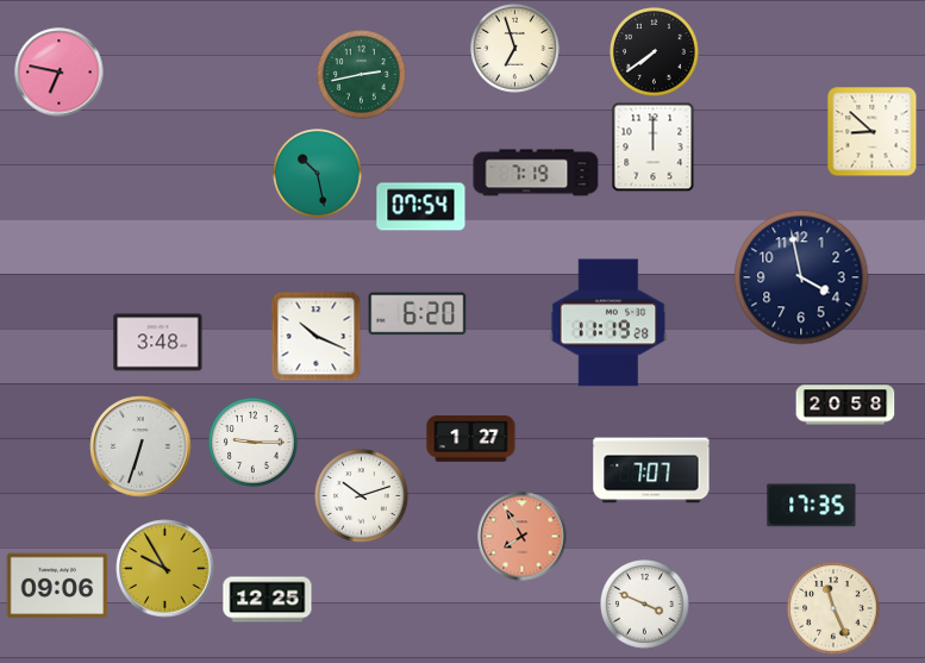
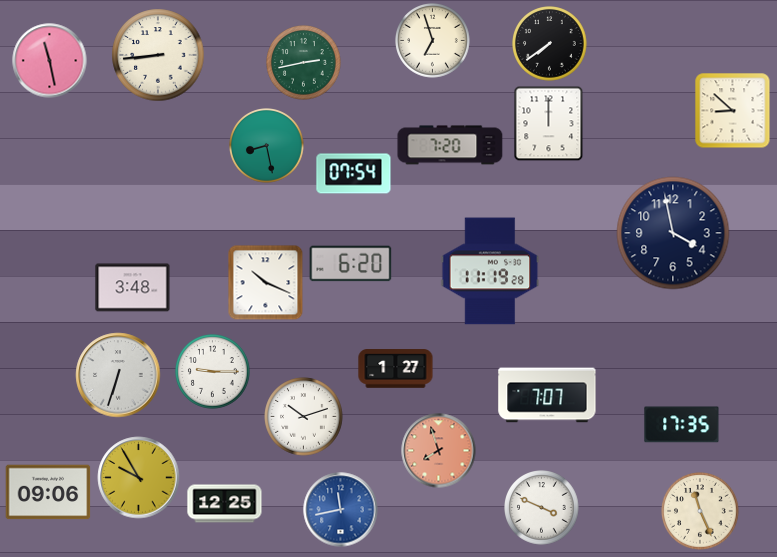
clock at (158, 55): none -> 8:44
clock at (60, 73): 6:47 -> 11:28
clock at (536, 173): 7:19 -> 7:20
clock at (318, 174): 10:28 -> 8:28
clock at (608, 323) position: (608, 323) -> (490, 271)
clock at (845, 405): 20:58 -> none
clock at (523, 537): 7:55 -> 7:57
clock at (341, 510): none -> 11:43
